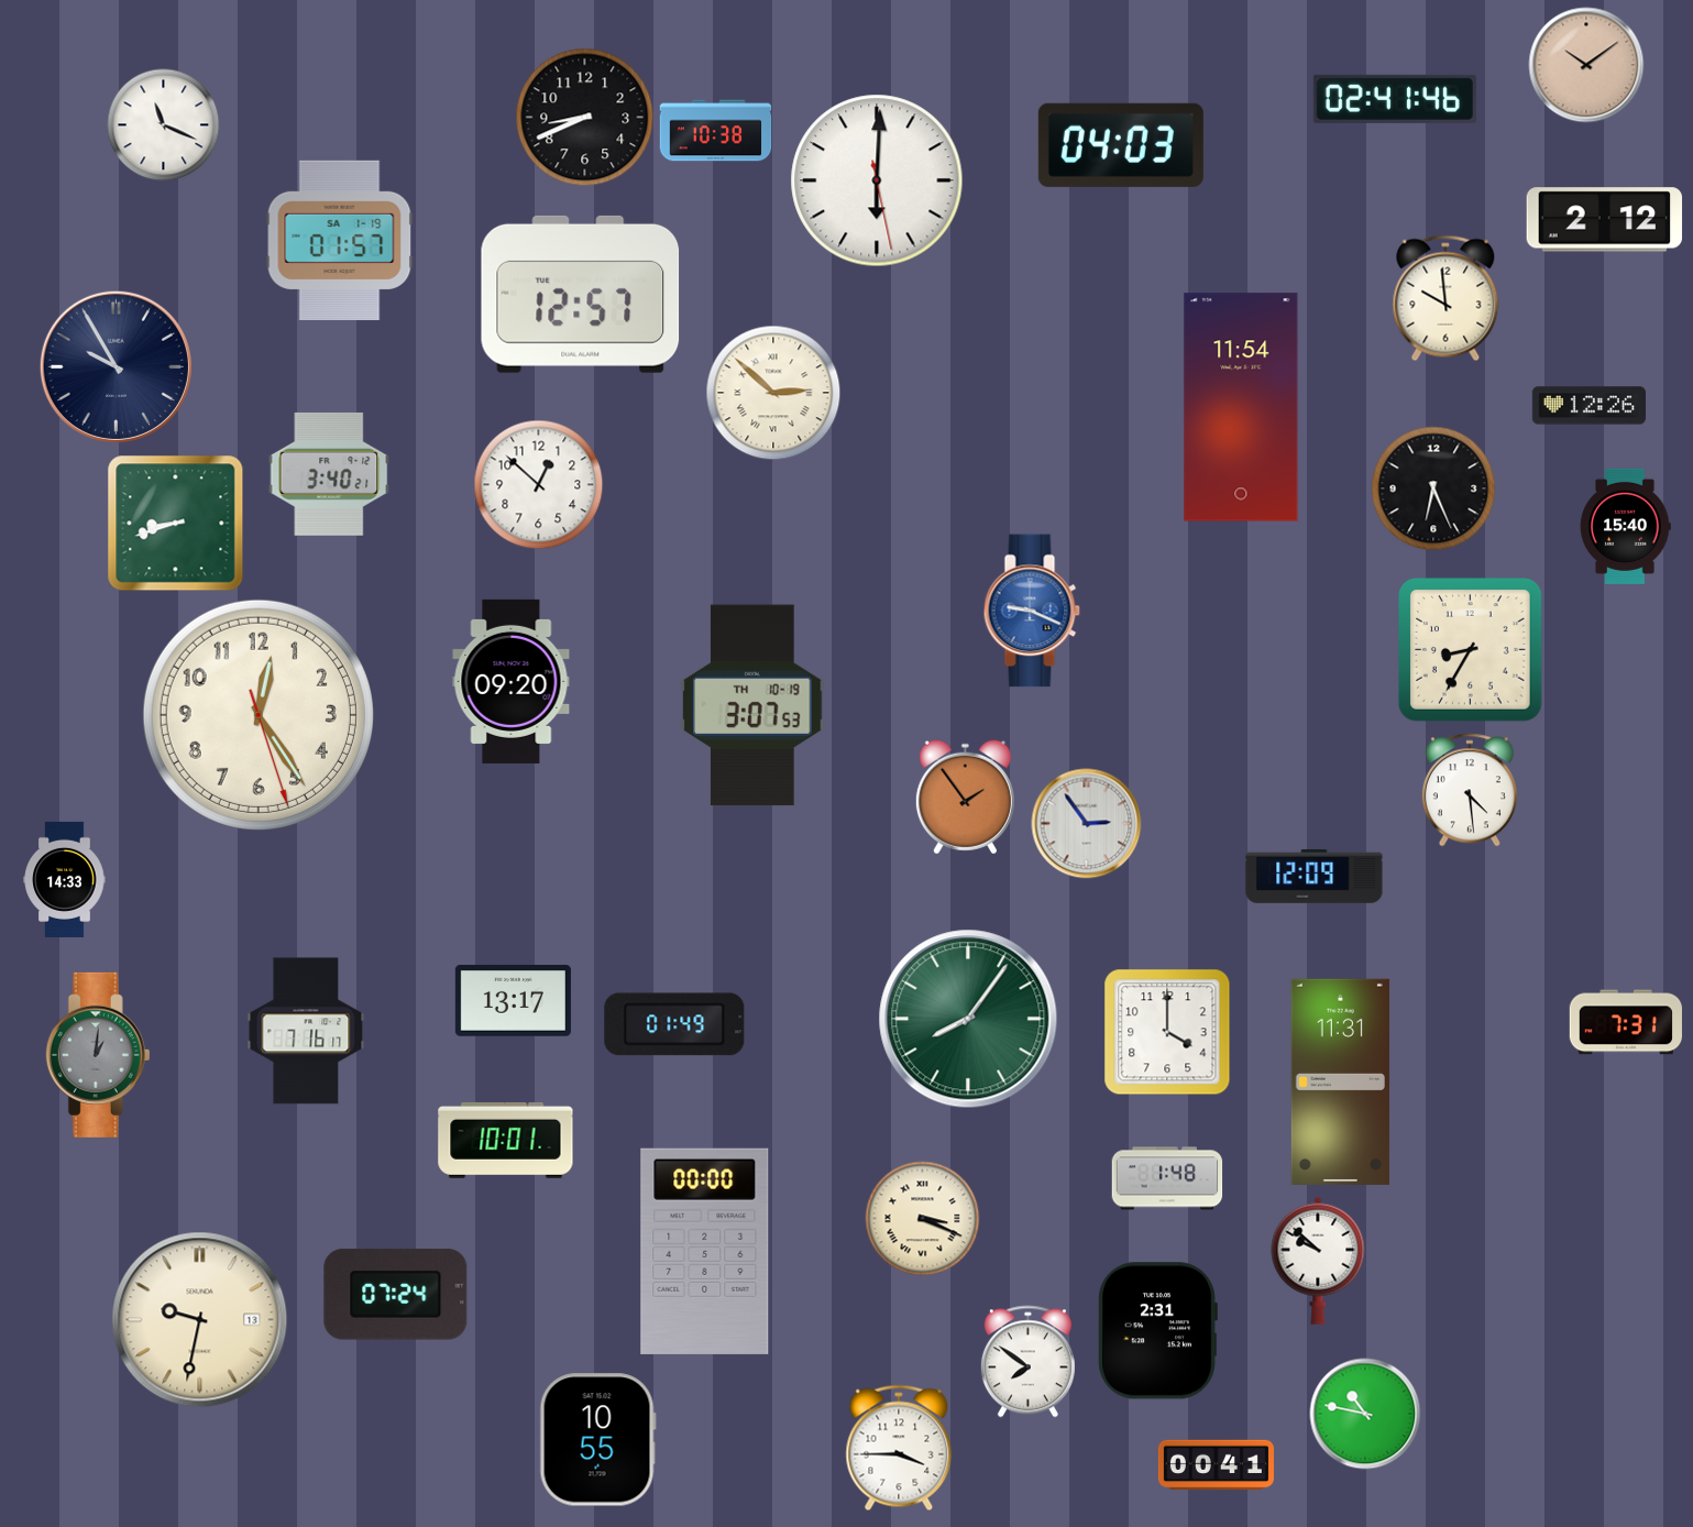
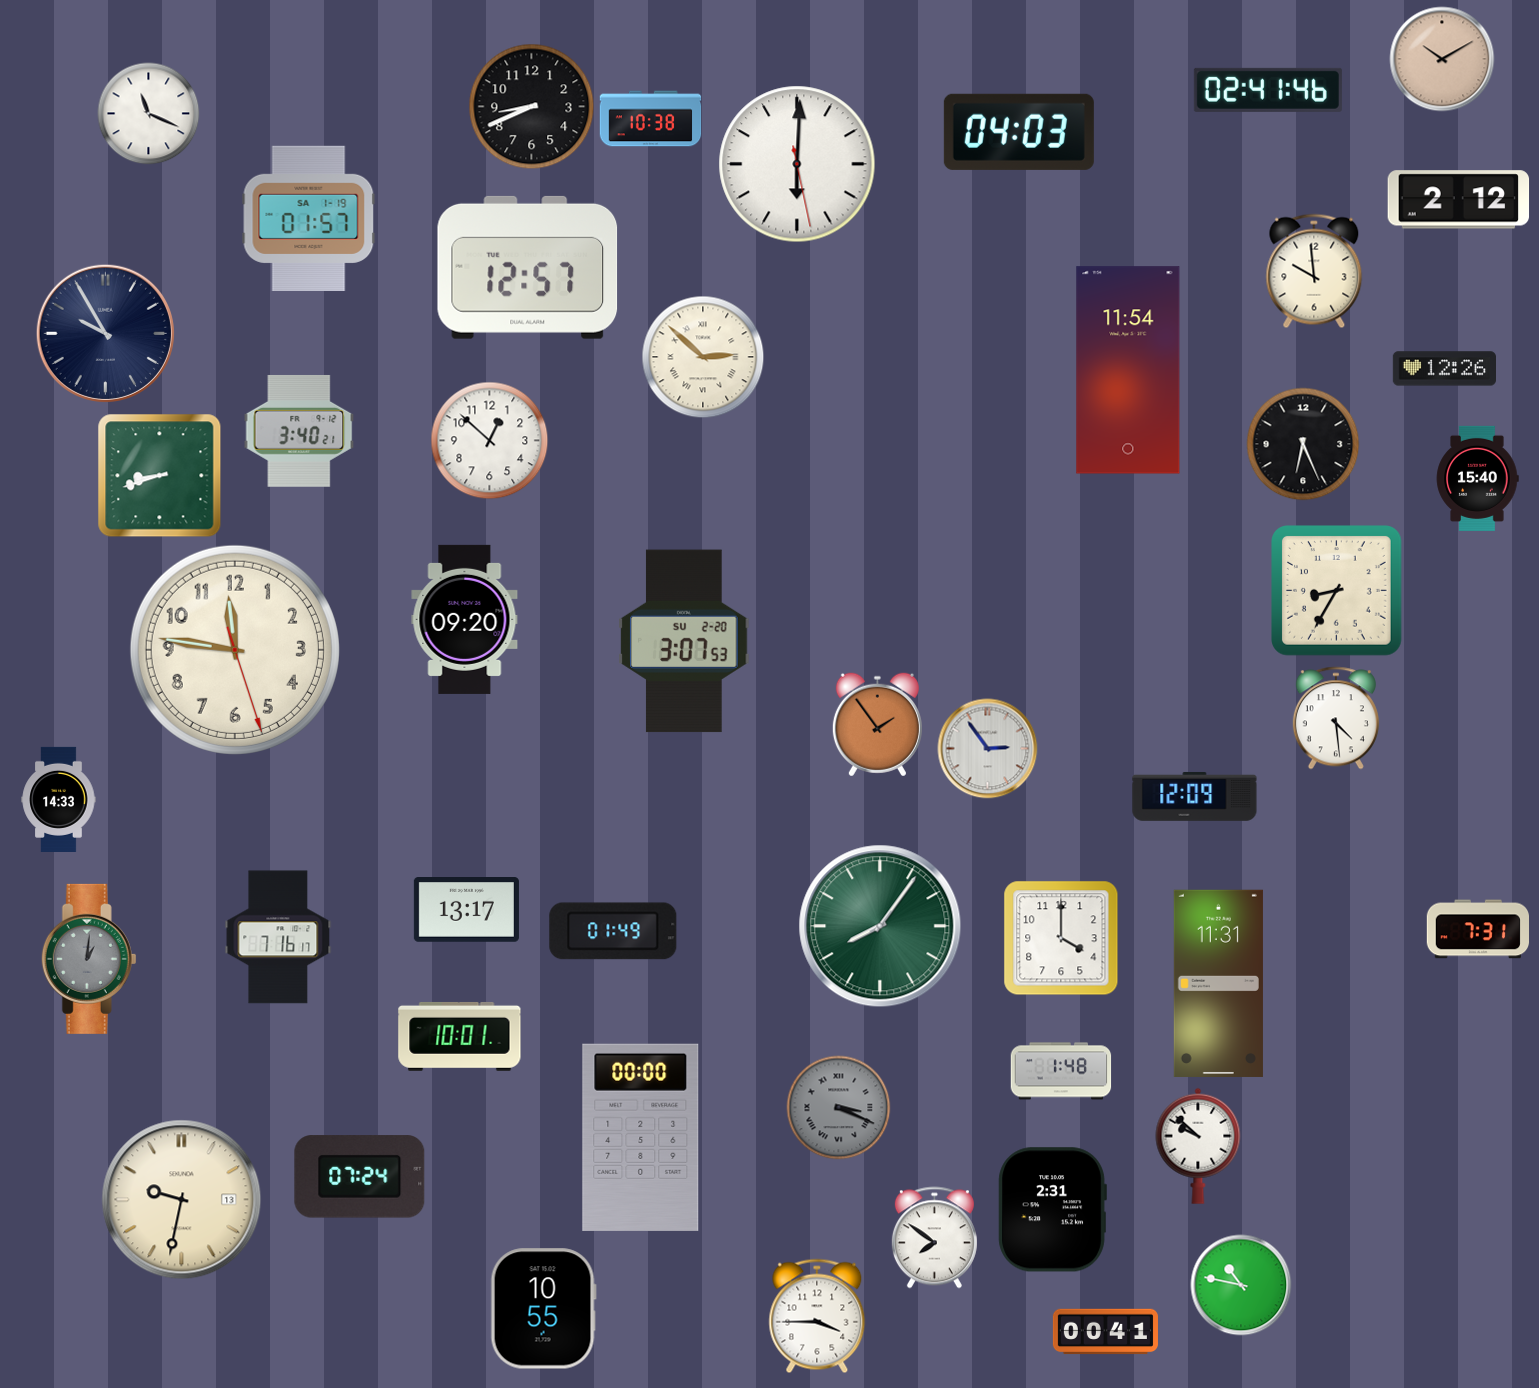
clock at (1586, 65): 10:09 -> 10:10
clock at (1032, 611): 9:19 -> none
clock at (752, 705) date: TH 10-19 -> SU 2-20
clock at (259, 715): 12:24 -> 11:46
clock at (923, 1219) dial: cream -> grey
